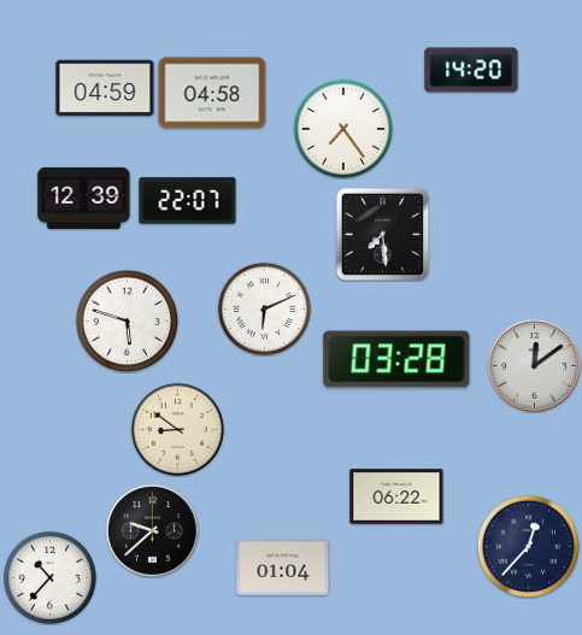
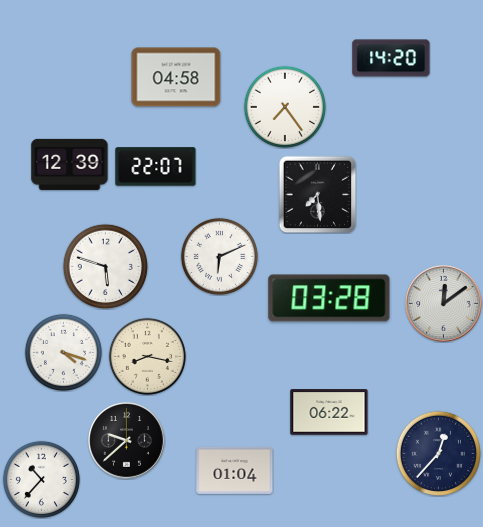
clock at (105, 88): 04:59 -> none
clock at (63, 352): none -> 4:18
clock at (177, 429): 8:51 -> 8:17
